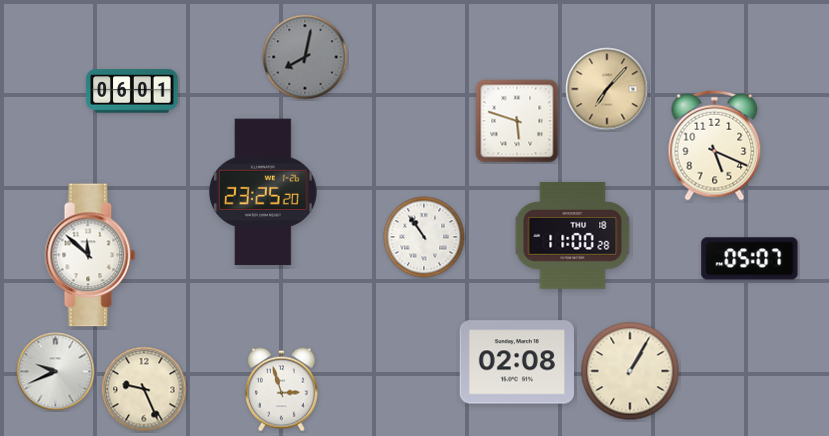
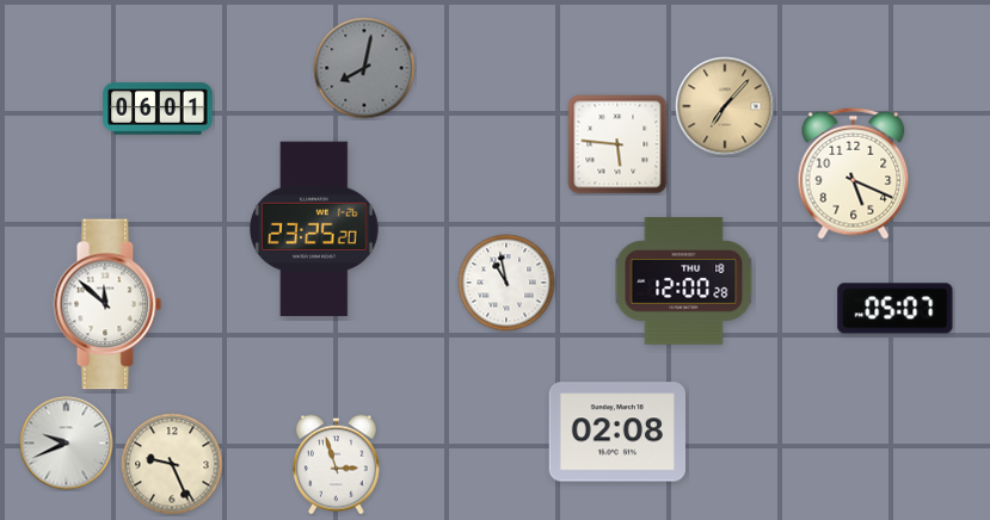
clock at (517, 121): 5:48 -> 5:46
clock at (573, 236): 11:00 -> 12:00
clock at (424, 237): 10:54 -> 10:58
clock at (630, 371): 1:05 -> none
